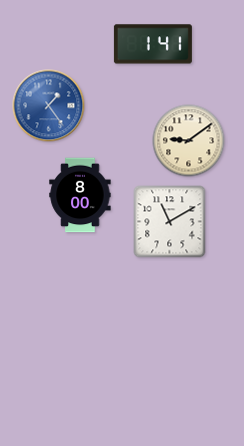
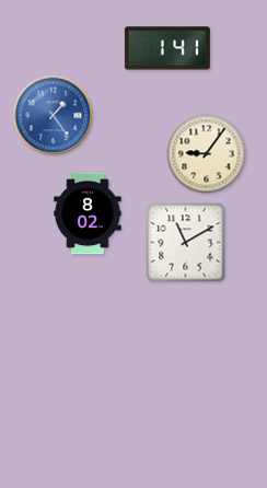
clock at (189, 141): 9:09 -> 9:06
clock at (80, 195): 8:00 -> 8:02
